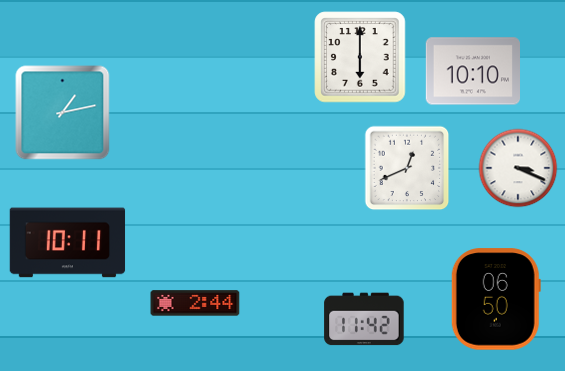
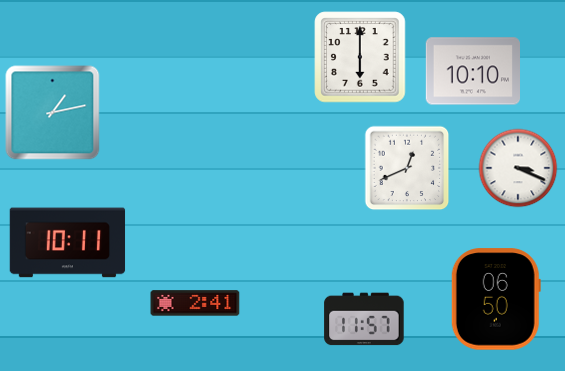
clock at (63, 113) position: (63, 113) -> (53, 113)
clock at (195, 303): 2:44 -> 2:41
clock at (364, 319): 11:42 -> 11:57
